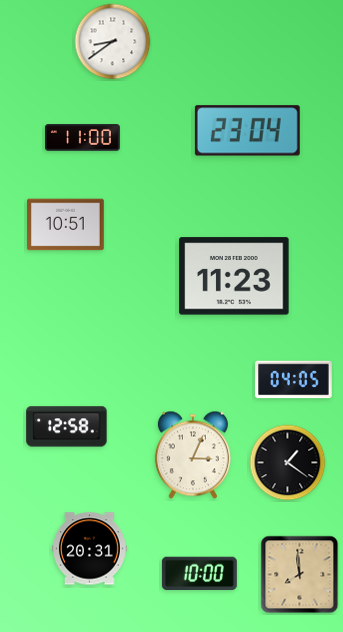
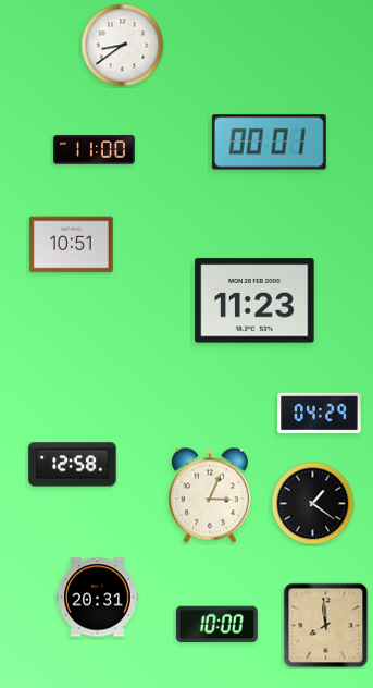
clock at (247, 131): 23:04 -> 00:01
clock at (82, 138) position: (82, 138) -> (94, 150)
clock at (294, 380): 04:05 -> 04:29
